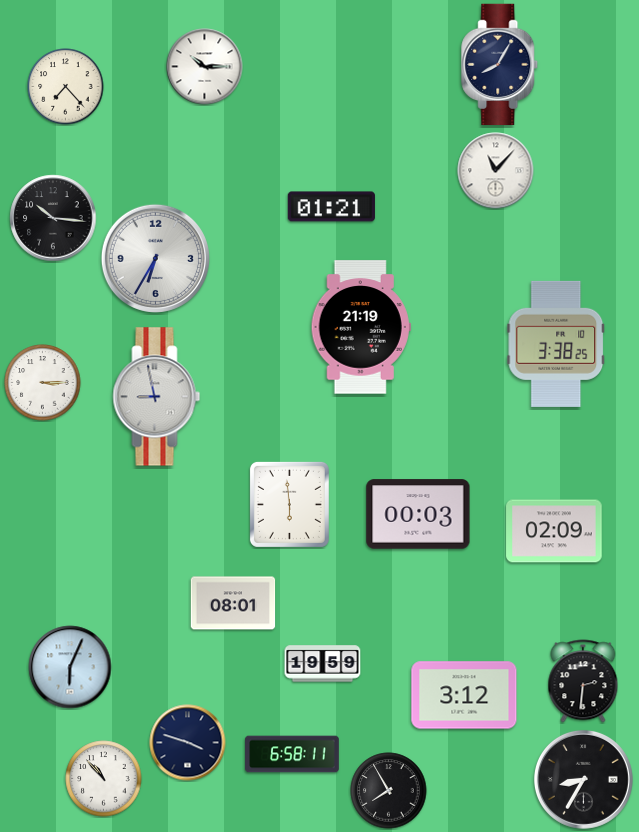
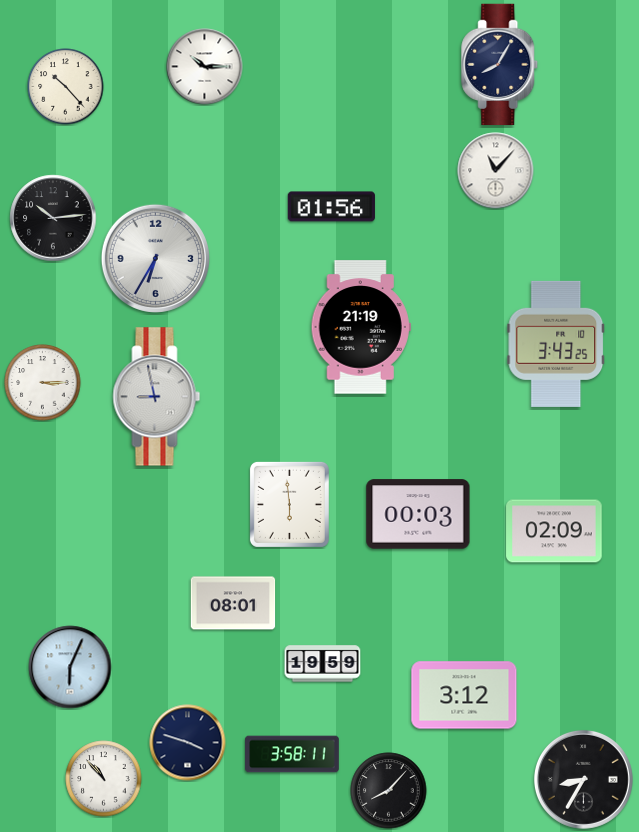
clock at (66, 87): 7:23 -> 10:23
clock at (331, 207): 01:21 -> 01:56
clock at (53, 218): 10:16 -> 10:14
clock at (556, 344): 3:38 -> 3:43
clock at (583, 681): 2:31 -> none
clock at (292, 754): 6:58 -> 3:58
clock at (389, 791): 7:55 -> 8:07
